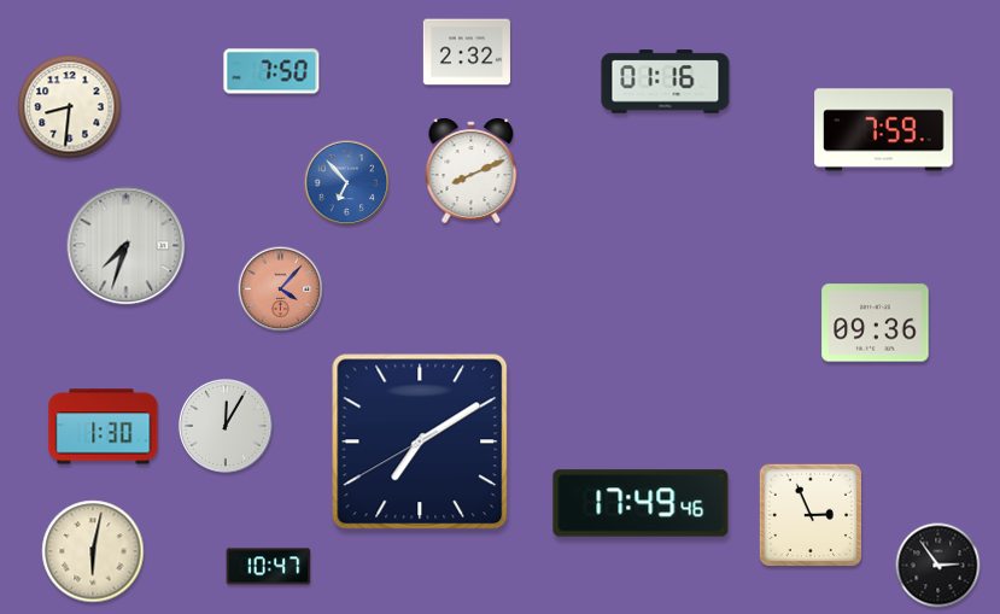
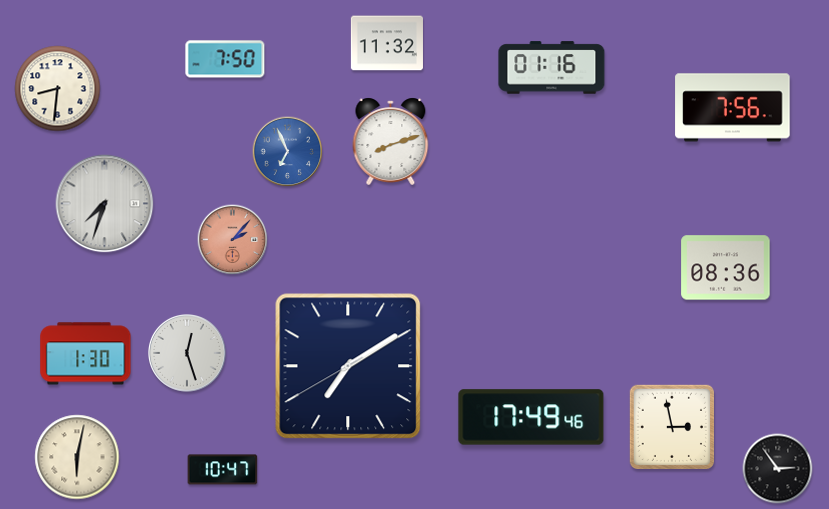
clock at (467, 52): 2:32 -> 11:32
clock at (884, 130): 7:59 -> 7:56
clock at (472, 170): 8:11 -> 8:12
clock at (347, 183): 6:53 -> 6:56
clock at (281, 290): 4:07 -> 2:07
clock at (876, 323): 09:36 -> 08:36
clock at (227, 427): 12:05 -> 12:27
clock at (809, 515): 2:56 -> 2:58
